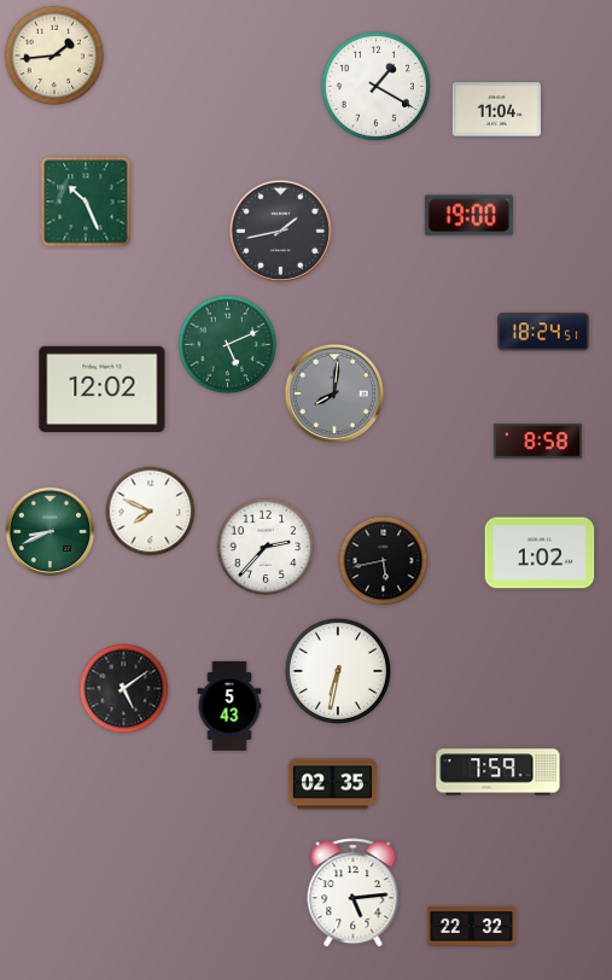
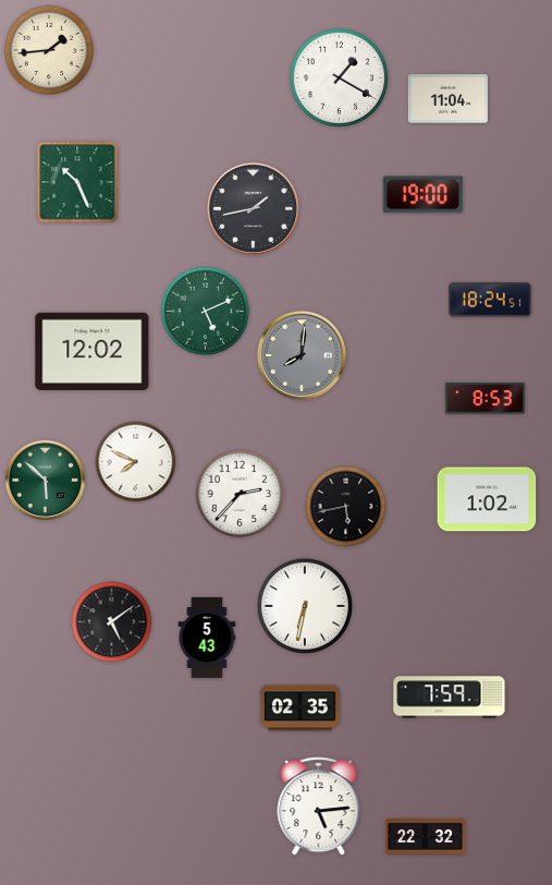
clock at (537, 442): 8:58 -> 8:53
clock at (51, 532): 8:41 -> 5:52
